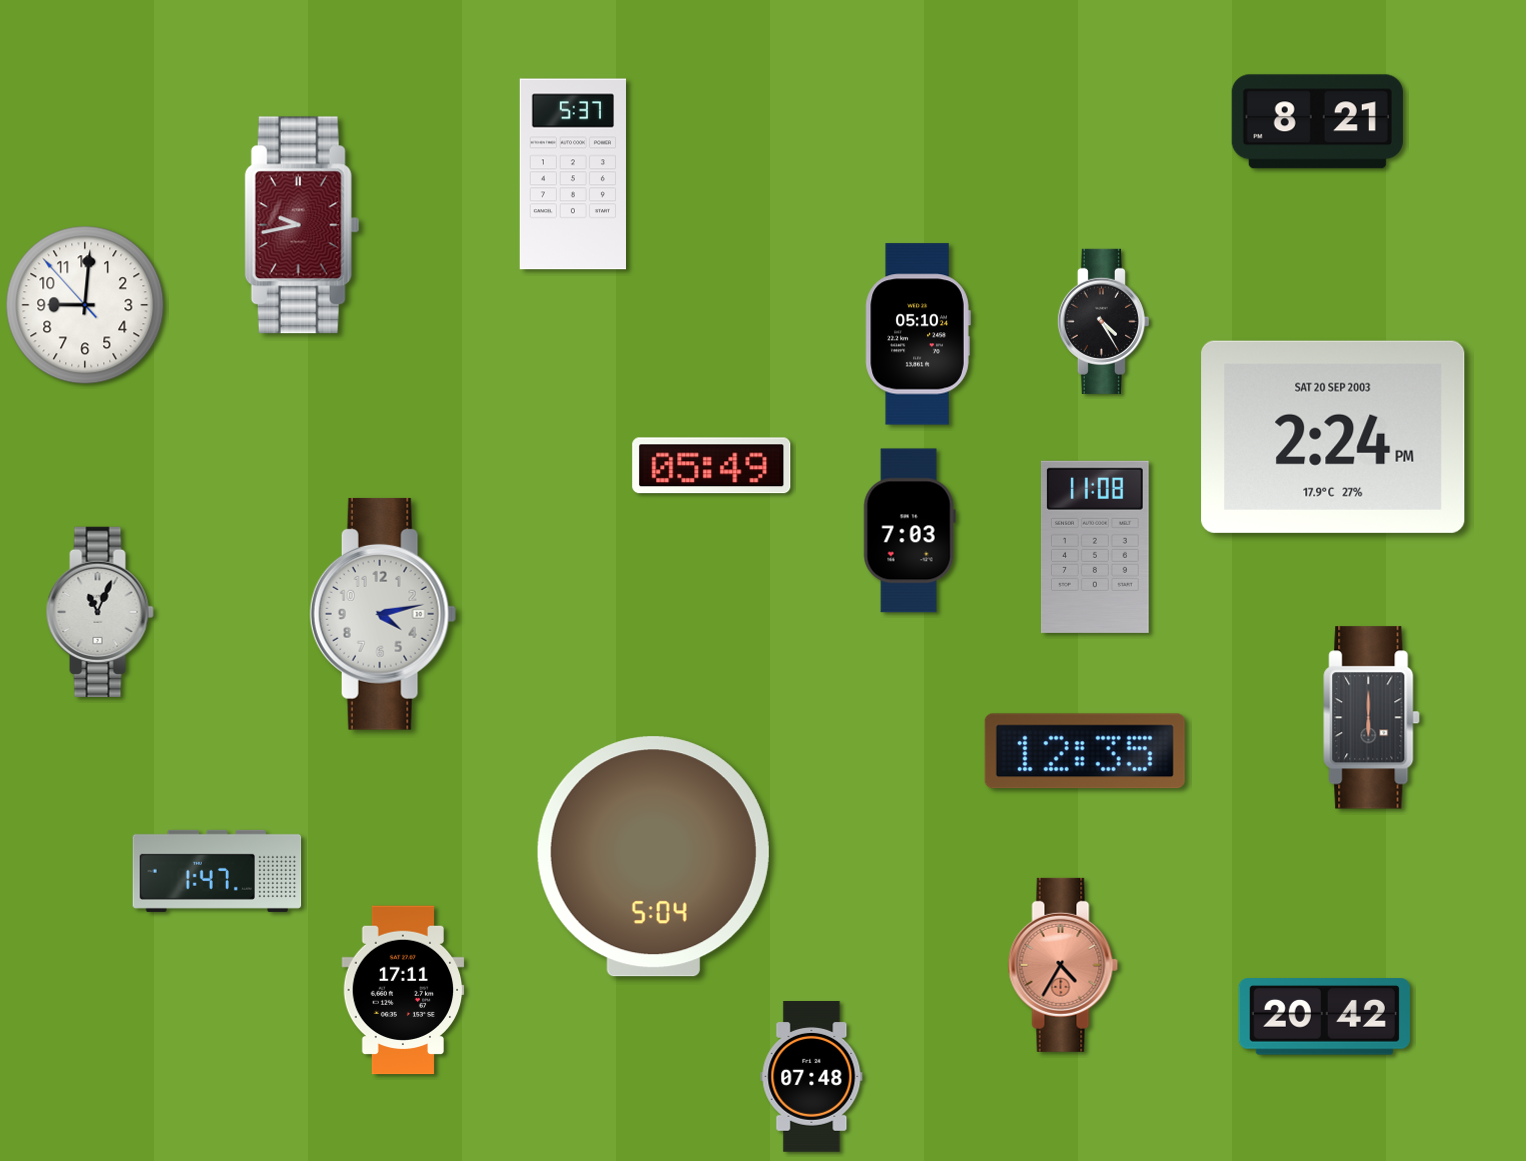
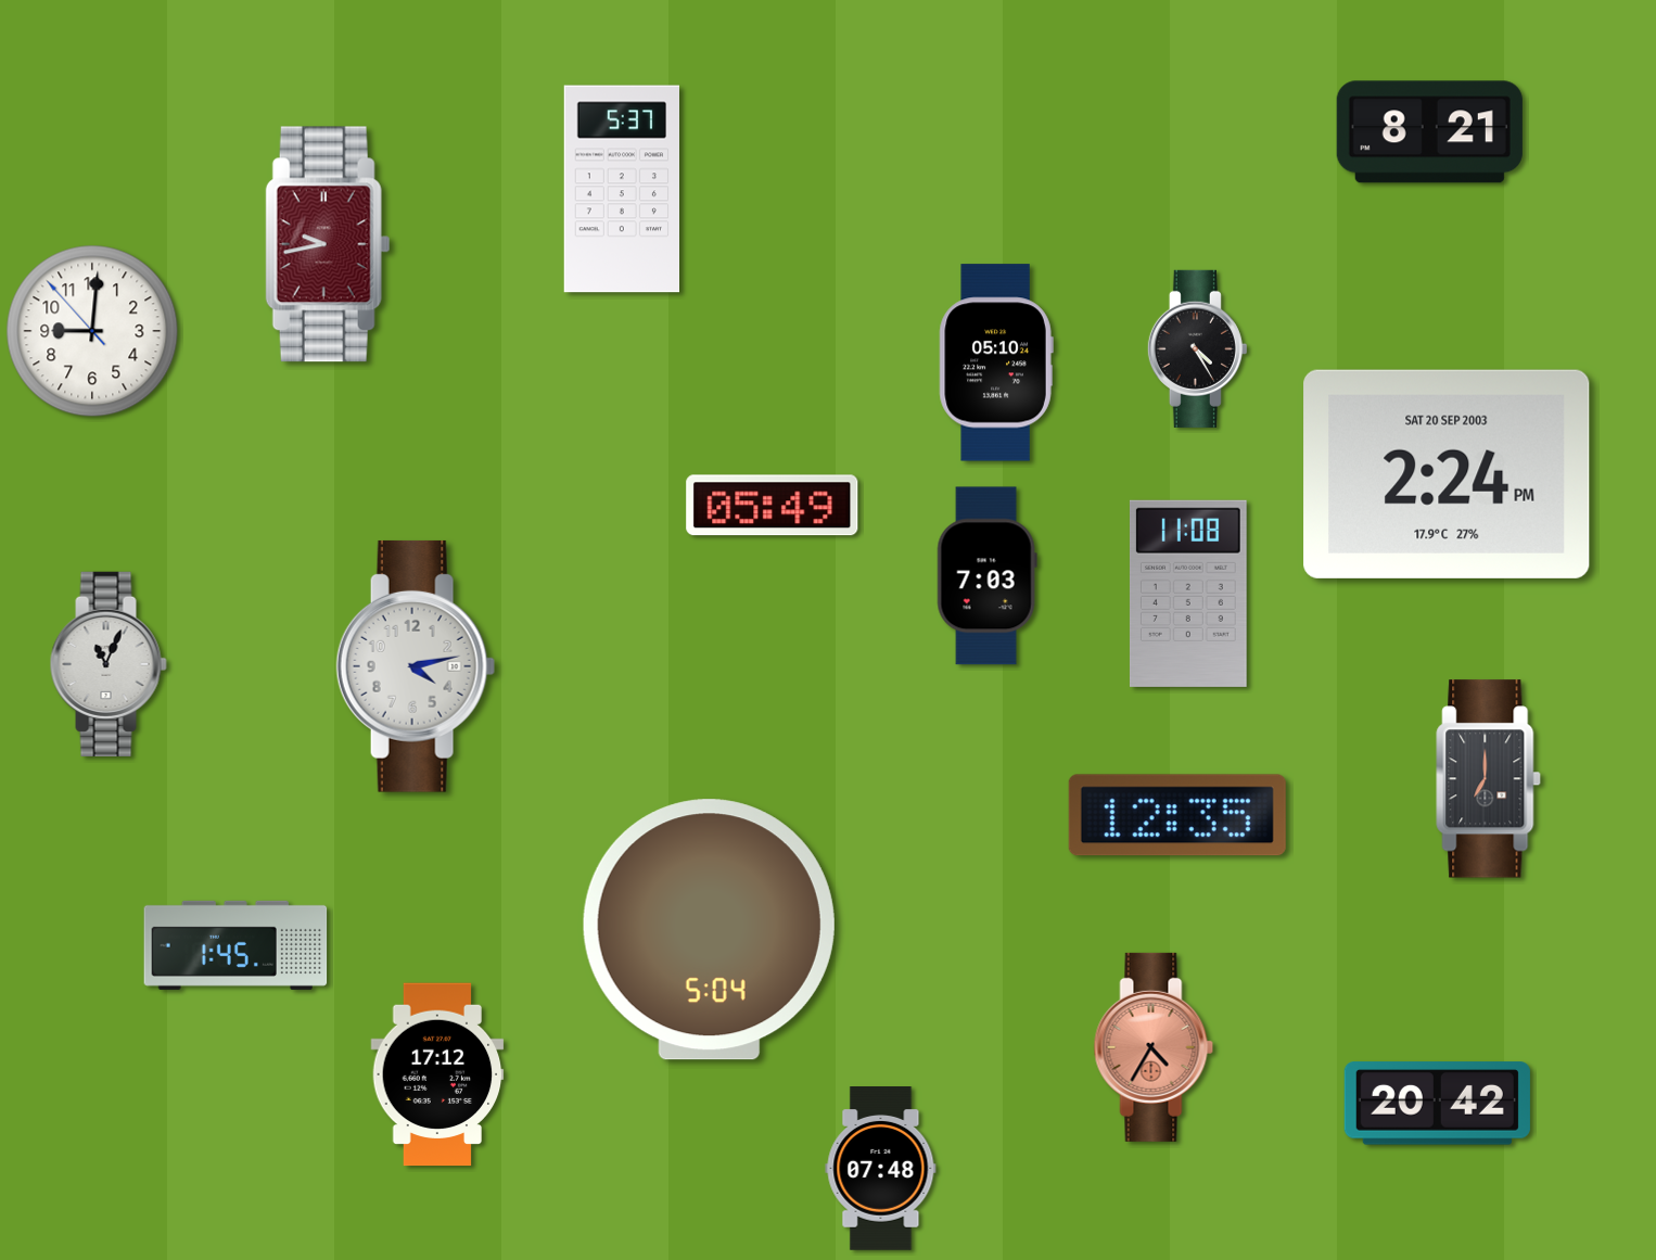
clock at (1372, 718): 6:00 -> 7:00
clock at (217, 871): 1:47 -> 1:45
clock at (403, 990): 17:11 -> 17:12
